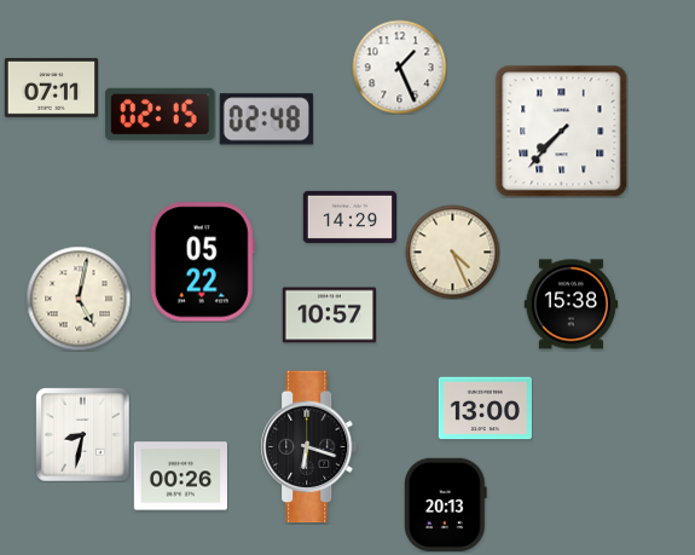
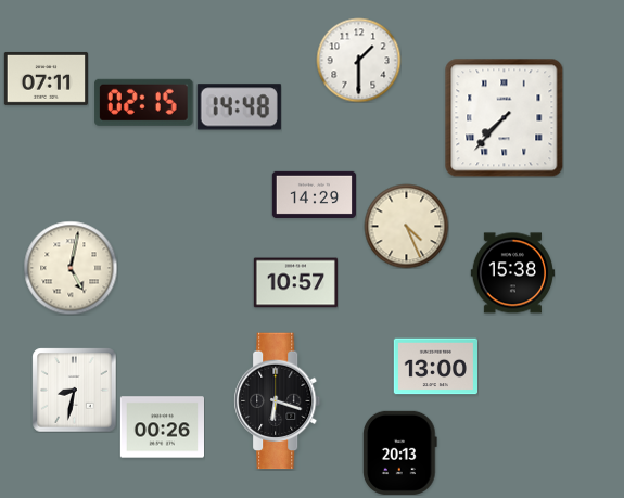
clock at (399, 67): 1:26 -> 1:30
clock at (266, 120): 02:48 -> 14:48
clock at (202, 262): 05:22 -> none
